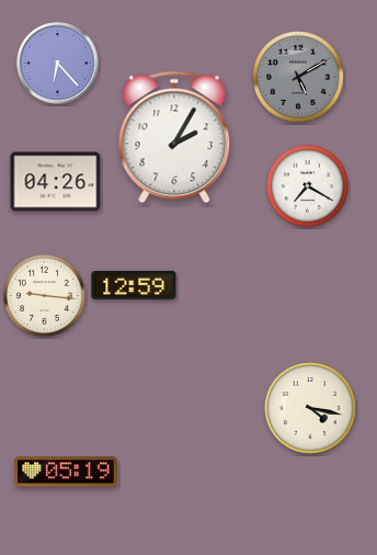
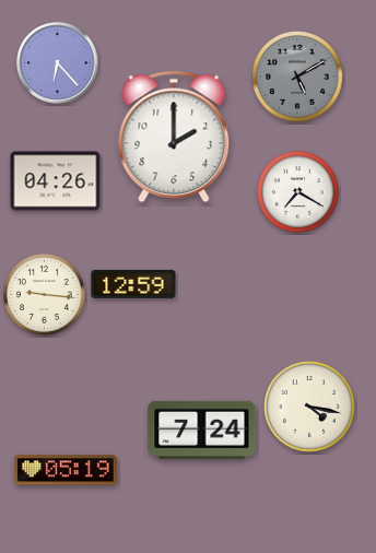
clock at (174, 137): 2:05 -> 2:00
clock at (307, 185) position: (307, 185) -> (297, 191)
clock at (202, 430): none -> 7:24
